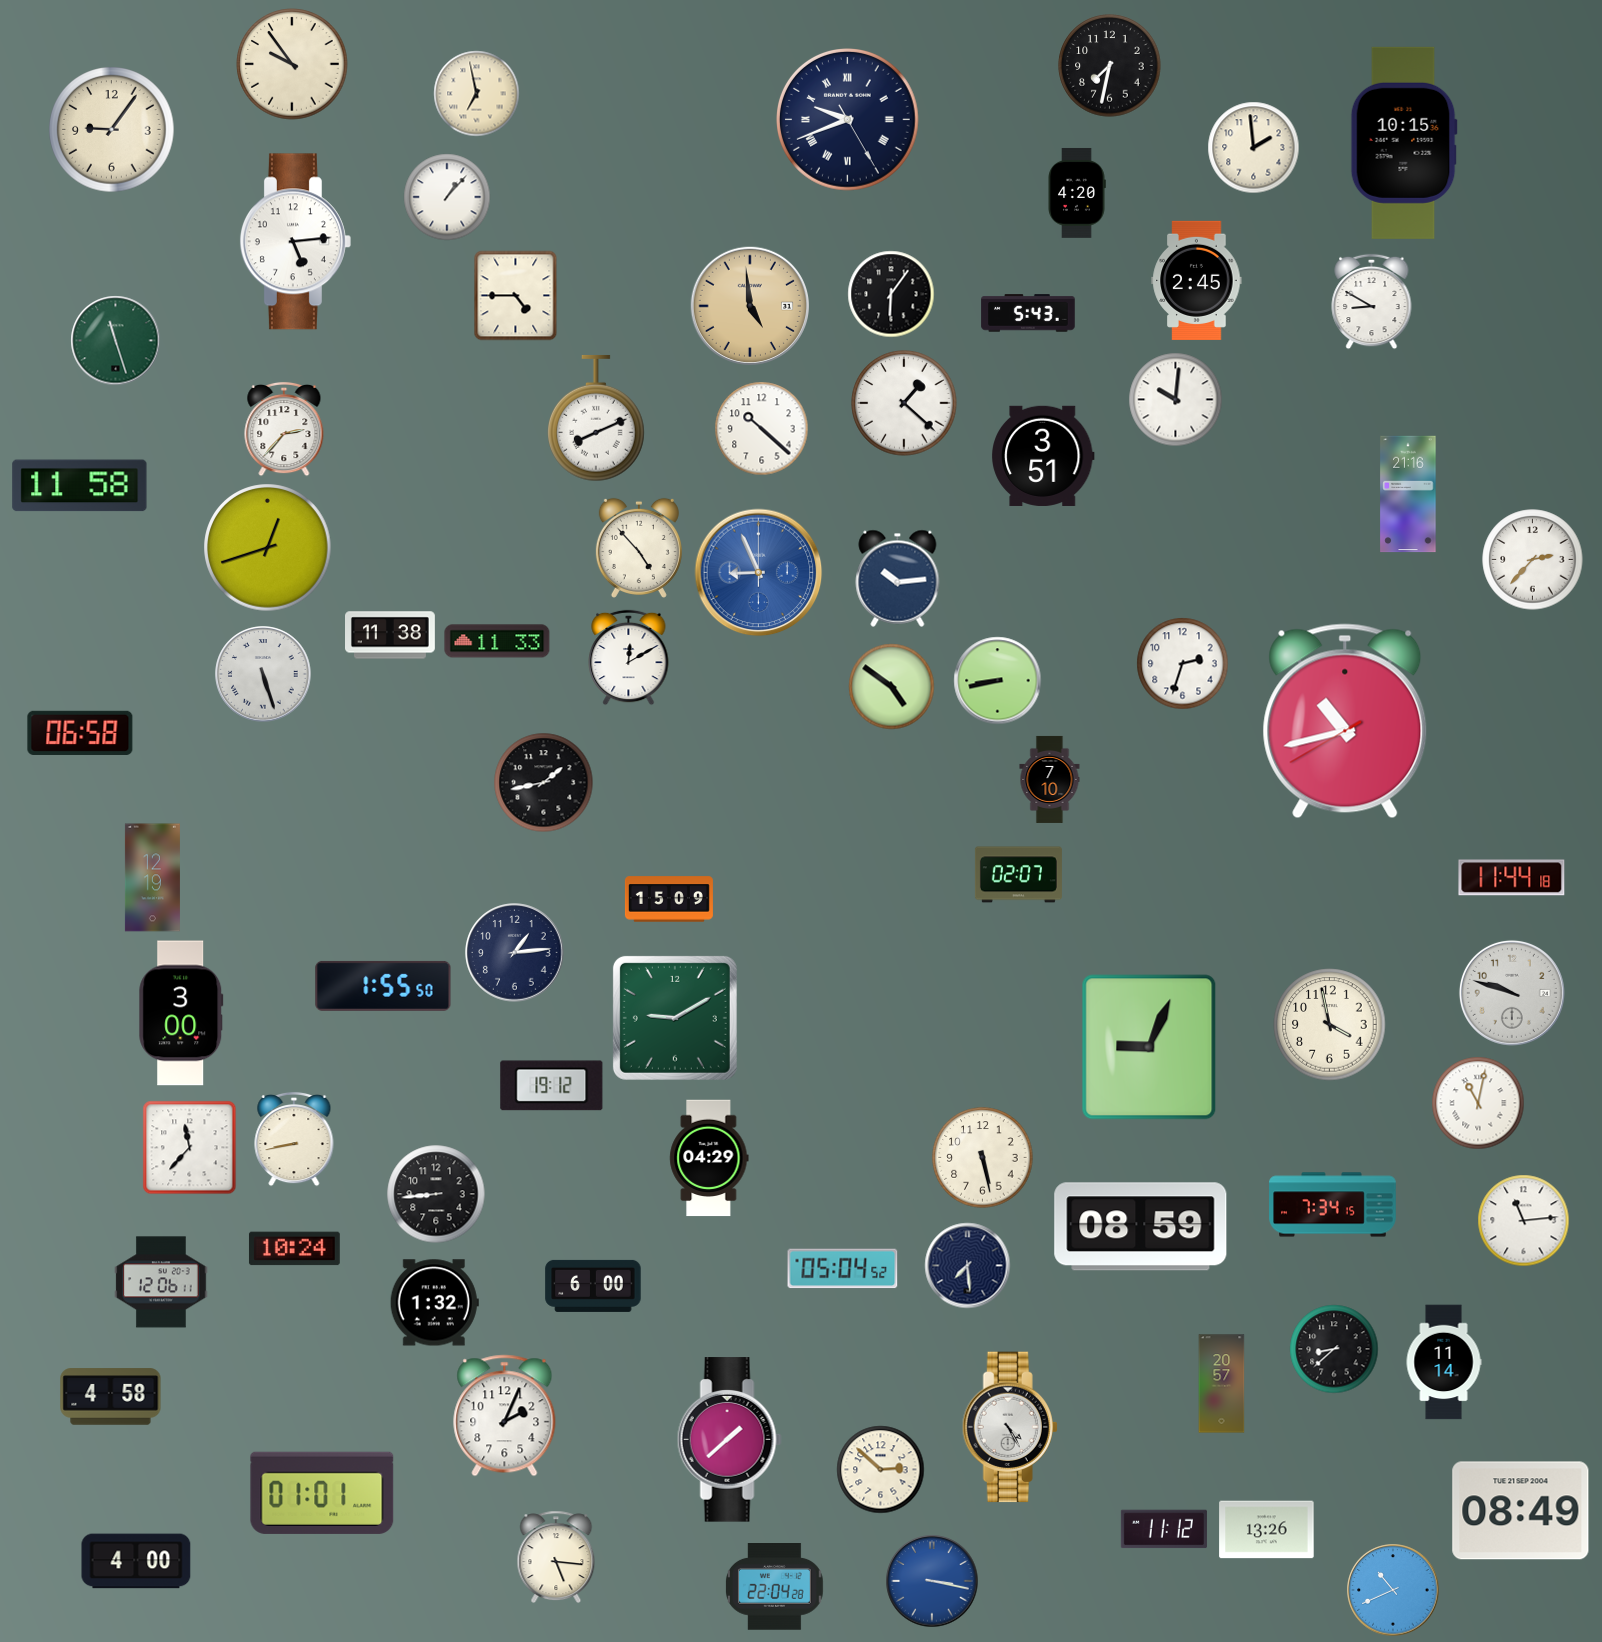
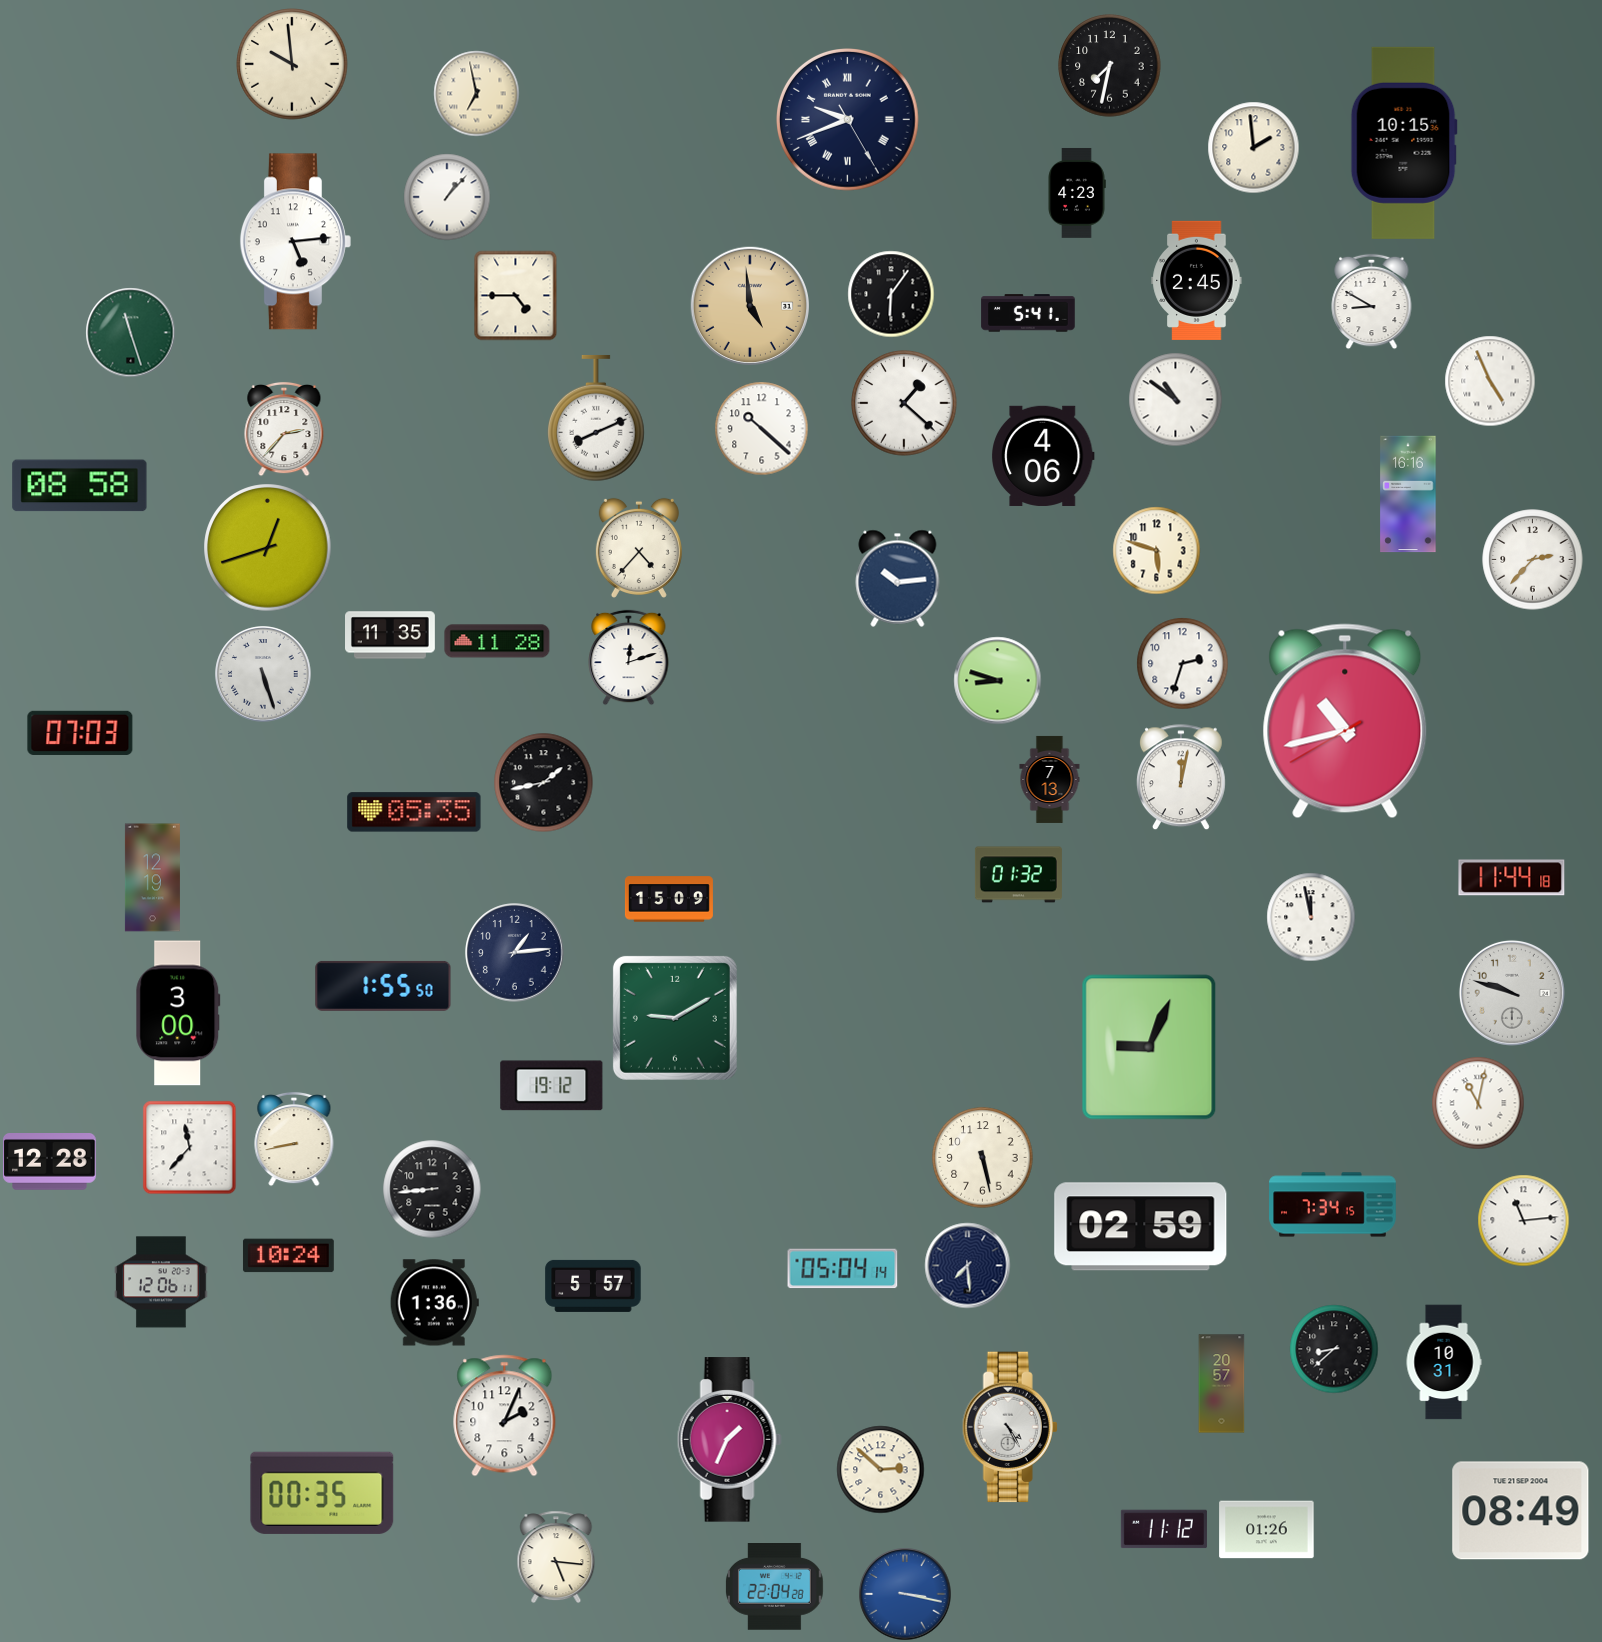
clock at (292, 64): 9:54 -> 9:59
clock at (112, 130): 9:06 -> none
clock at (1077, 193): 4:20 -> 4:23
clock at (1028, 313): 5:43 -> 5:41
clock at (116, 341) position: (116, 341) -> (131, 333)
clock at (1490, 381): none -> 4:56
clock at (1176, 400): 10:01 -> 10:51
clock at (1044, 456): 3:51 -> 4:06
clock at (80, 486): 11:58 -> 08:58
clock at (1408, 494): 21:16 -> 16:16
clock at (639, 548): 4:53 -> 4:37
clock at (1157, 551): none -> 5:48
clock at (759, 573): 8:56 -> none
clock at (391, 635): 11:38 -> 11:35
clock at (497, 641): 11:33 -> 11:28
clock at (629, 658): 12:10 -> 12:12
clock at (998, 681): 8:43 -> 8:48
clock at (892, 687): 4:51 -> none
clock at (80, 733): 06:58 -> 07:03
clock at (1181, 778): none -> 12:02
clock at (1050, 779): 7:10 -> 7:13
clock at (414, 812): none -> 05:35
clock at (1018, 875): 02:07 -> 01:32
clock at (1311, 917): none -> 11:58
clock at (181, 1013) position: (181, 1013) -> (178, 1013)
clock at (1330, 1025): 3:58 -> none
clock at (709, 1158): 04:29 -> none
clock at (50, 1162): none -> 12:28
clock at (436, 1194) position: (436, 1194) -> (432, 1189)
clock at (1141, 1227): 08:59 -> 02:59
clock at (294, 1249) position: (294, 1249) -> (288, 1256)
clock at (843, 1269): 05:04:52 -> 05:04:14
clock at (593, 1286): 6:00 -> 5:57
clock at (434, 1303): 1:32 -> 1:36
clock at (1444, 1362): 11:14 -> 10:31
clock at (111, 1397): 4:58 -> none
clock at (729, 1440): 1:38 -> 1:34
clock at (322, 1493): 01:01 -> 00:35
clock at (1267, 1530): 13:26 -> 01:26
clock at (136, 1561): 4:00 -> none
clock at (932, 1581) position: (932, 1581) -> (905, 1594)
clock at (1393, 1590): 10:41 -> none
